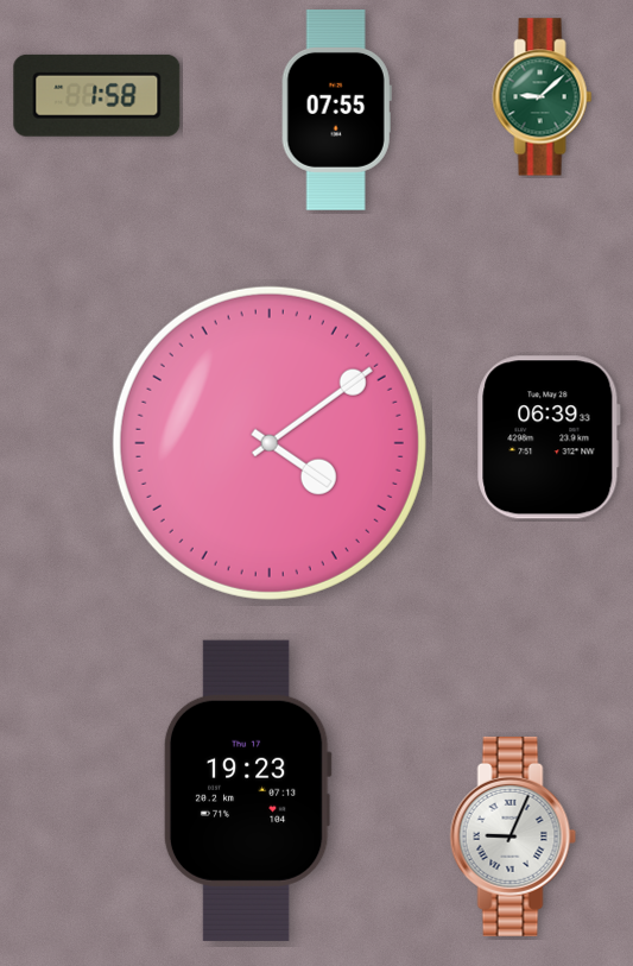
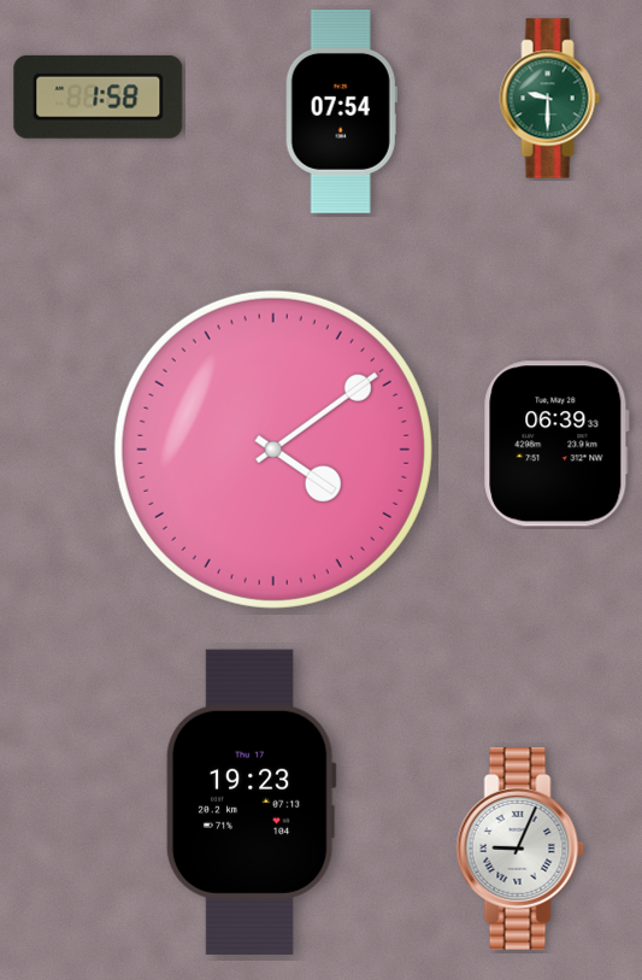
clock at (543, 97): 9:08 -> 9:30
clock at (336, 109): 07:55 -> 07:54
